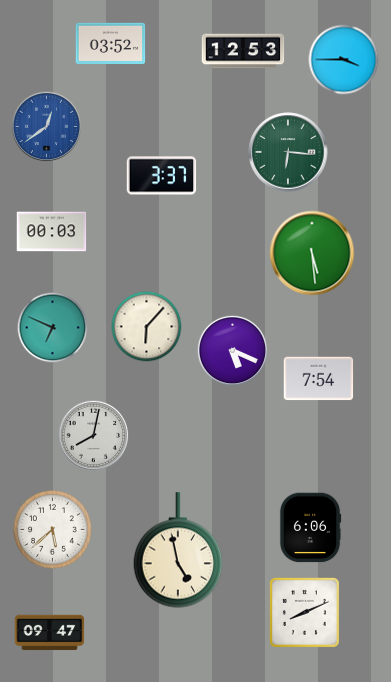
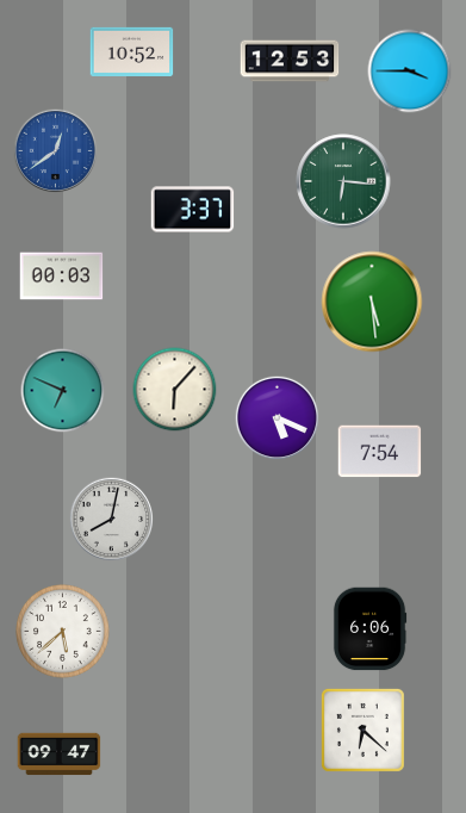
clock at (111, 43): 03:52 -> 10:52
clock at (178, 550): 4:58 -> none
clock at (304, 612): 8:11 -> 6:22
